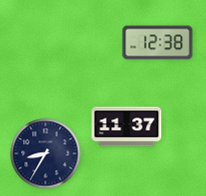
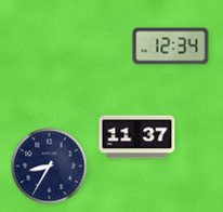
clock at (158, 43): 12:38 -> 12:34
